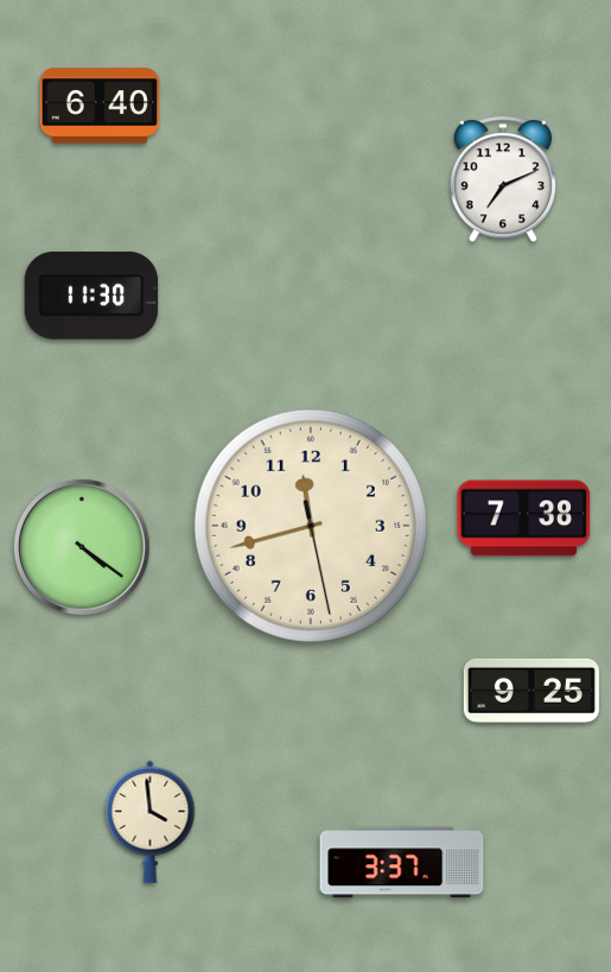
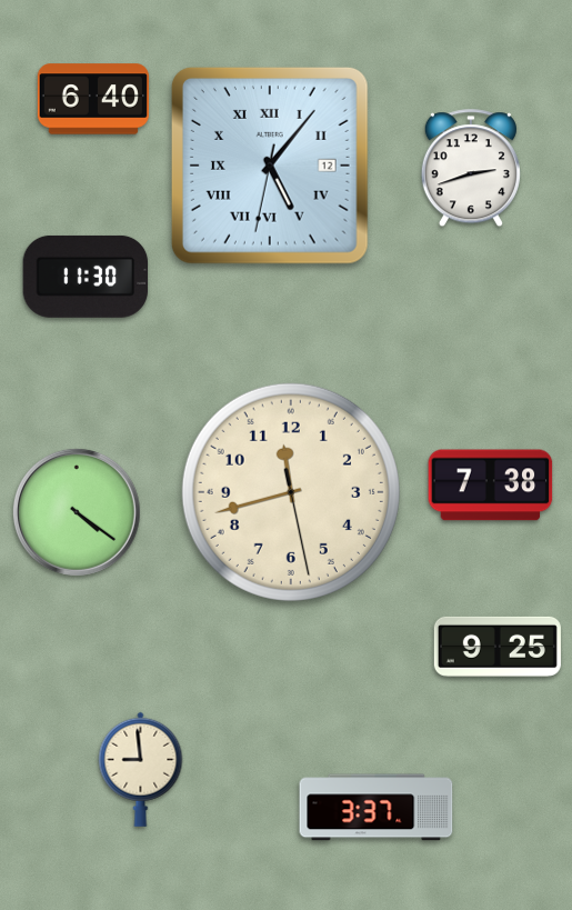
clock at (270, 166): none -> 5:06
clock at (503, 180): 7:11 -> 2:42
clock at (151, 821): 3:59 -> 8:59
